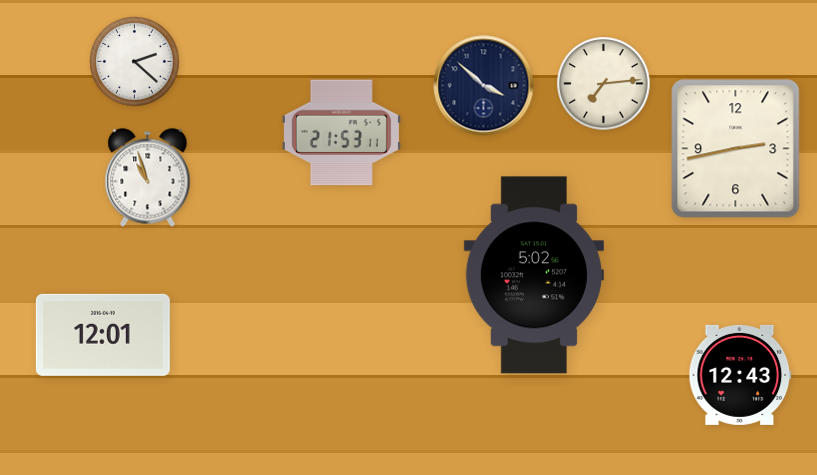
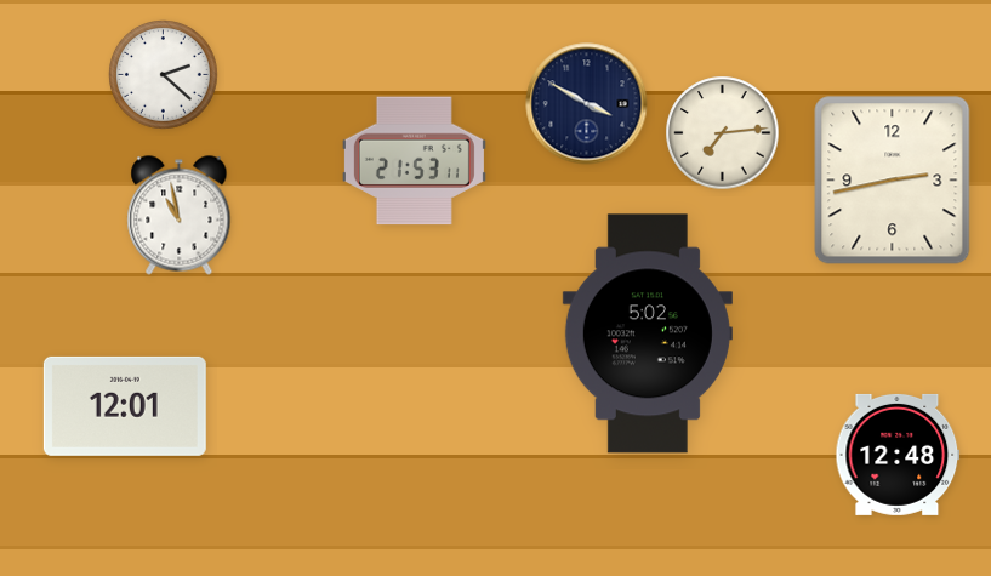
clock at (604, 84) position: (604, 84) -> (723, 133)
clock at (484, 86): 3:52 -> 3:50
clock at (148, 178): 10:57 -> 10:58
clock at (740, 375): 12:43 -> 12:48
